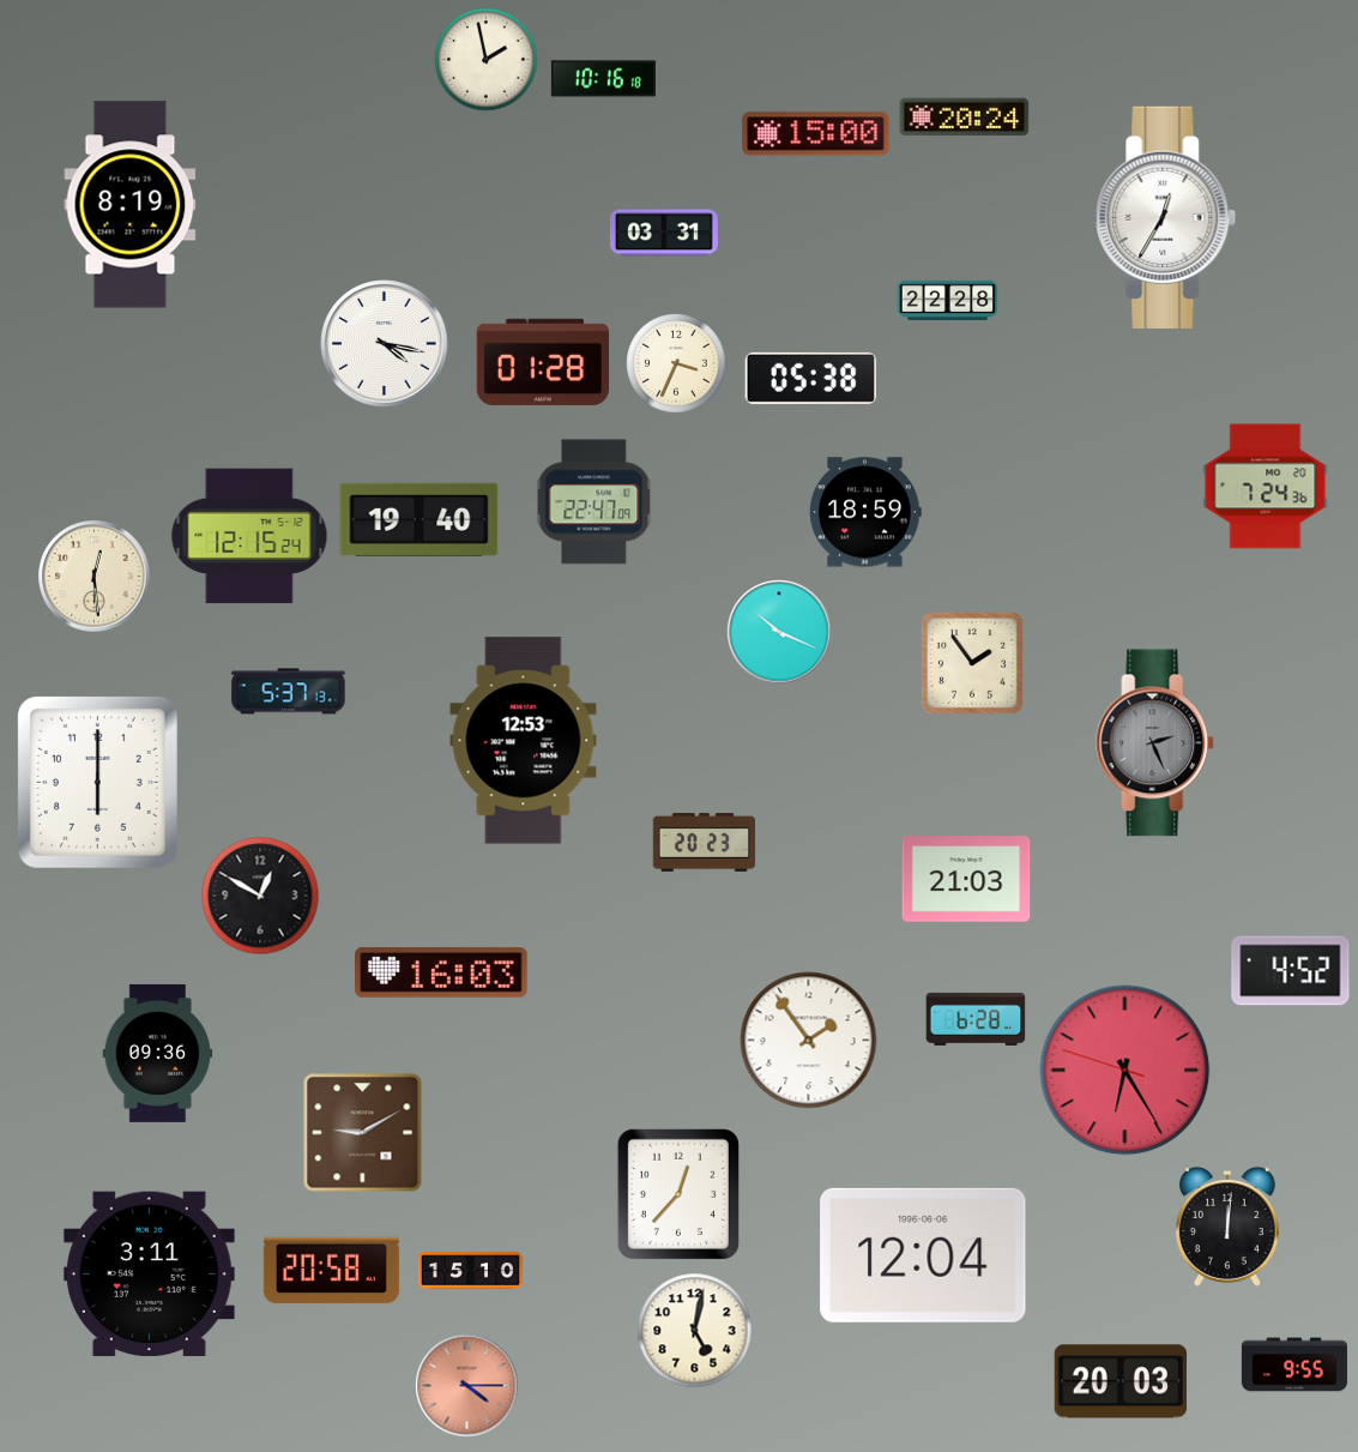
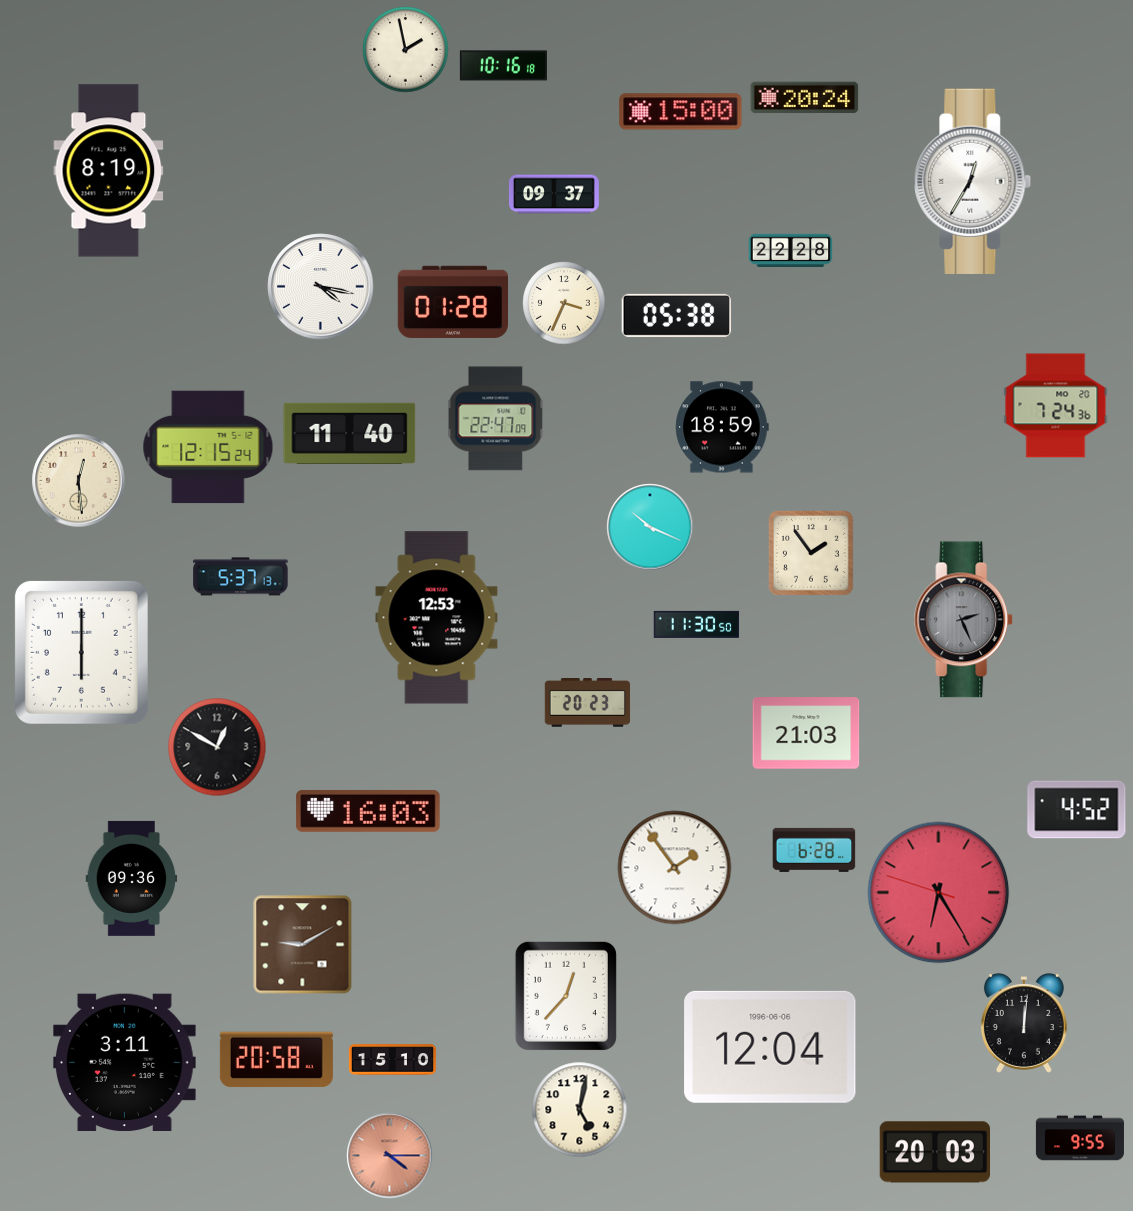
clock at (664, 233): 03:31 -> 09:37
clock at (420, 519): 19:40 -> 11:40
clock at (696, 624): none -> 11:30
